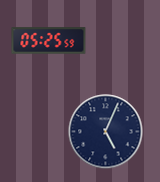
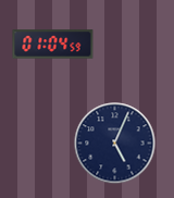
clock at (49, 41): 05:25 -> 01:04
